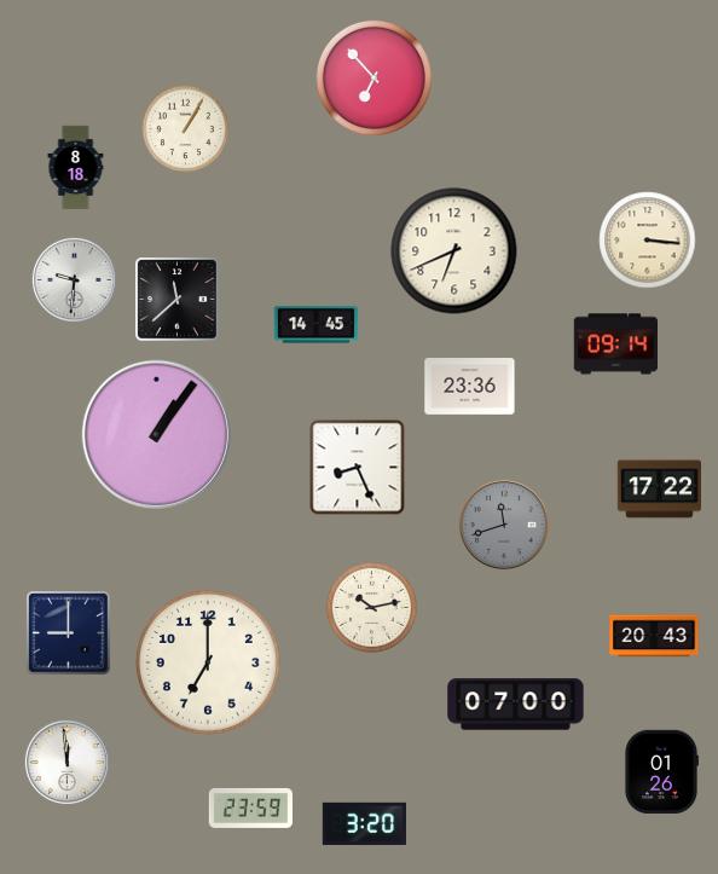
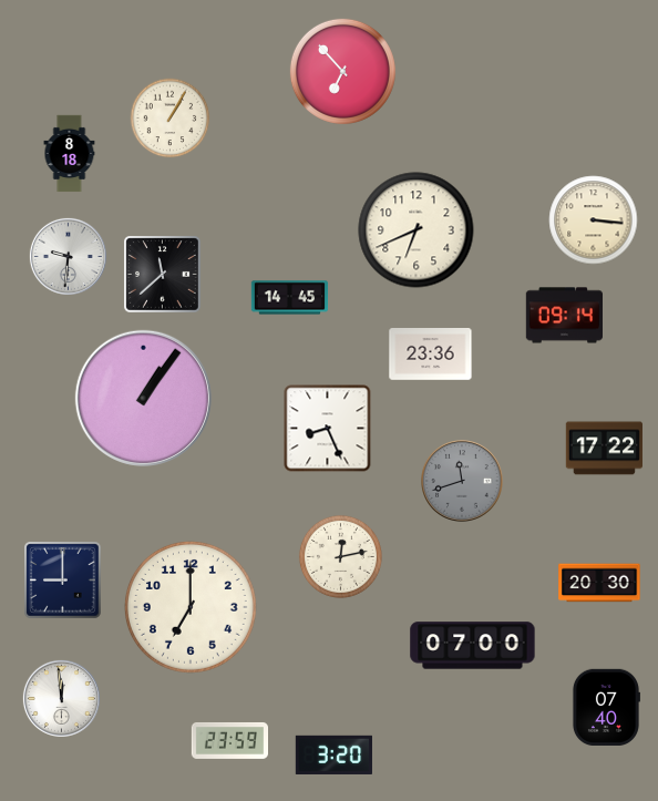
clock at (371, 607): 10:13 -> 12:13
clock at (654, 636): 20:43 -> 20:30
clock at (661, 771): 01:26 -> 07:40
